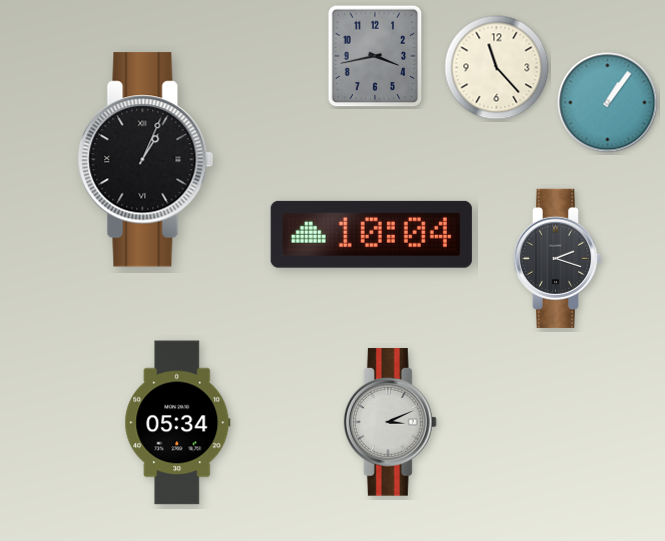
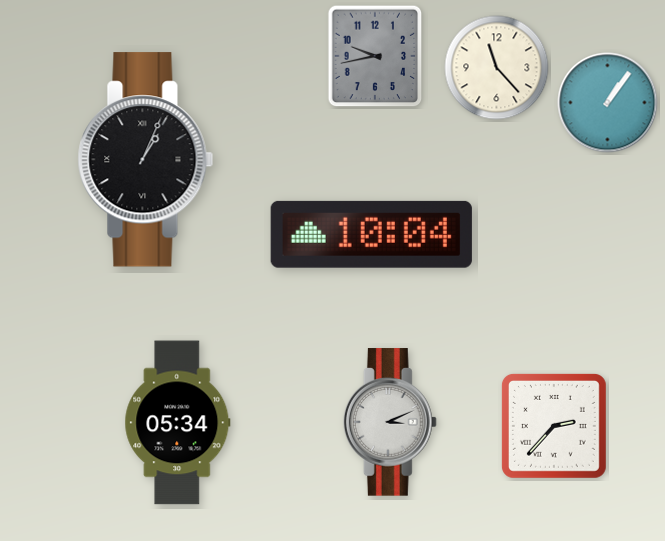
clock at (375, 56): 3:43 -> 9:43
clock at (558, 258): 2:18 -> none
clock at (554, 426): none -> 2:37
